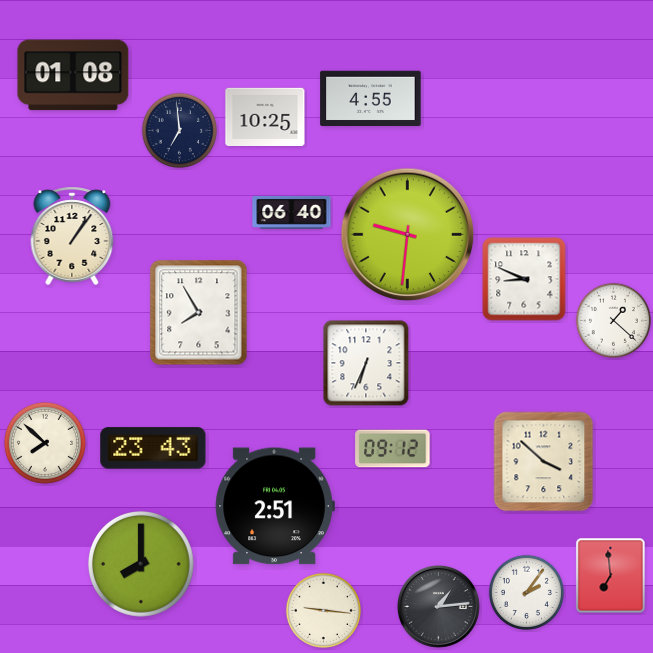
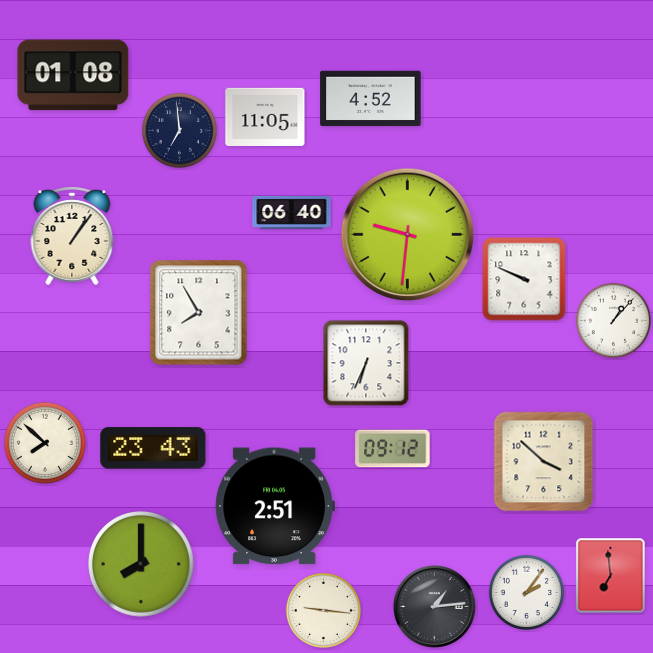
clock at (371, 99): 4:55 -> 4:52
clock at (265, 116): 10:25 -> 11:05
clock at (524, 279): 8:49 -> 9:49
clock at (613, 320): 1:22 -> 1:07
clock at (438, 606) position: (438, 606) -> (434, 606)
